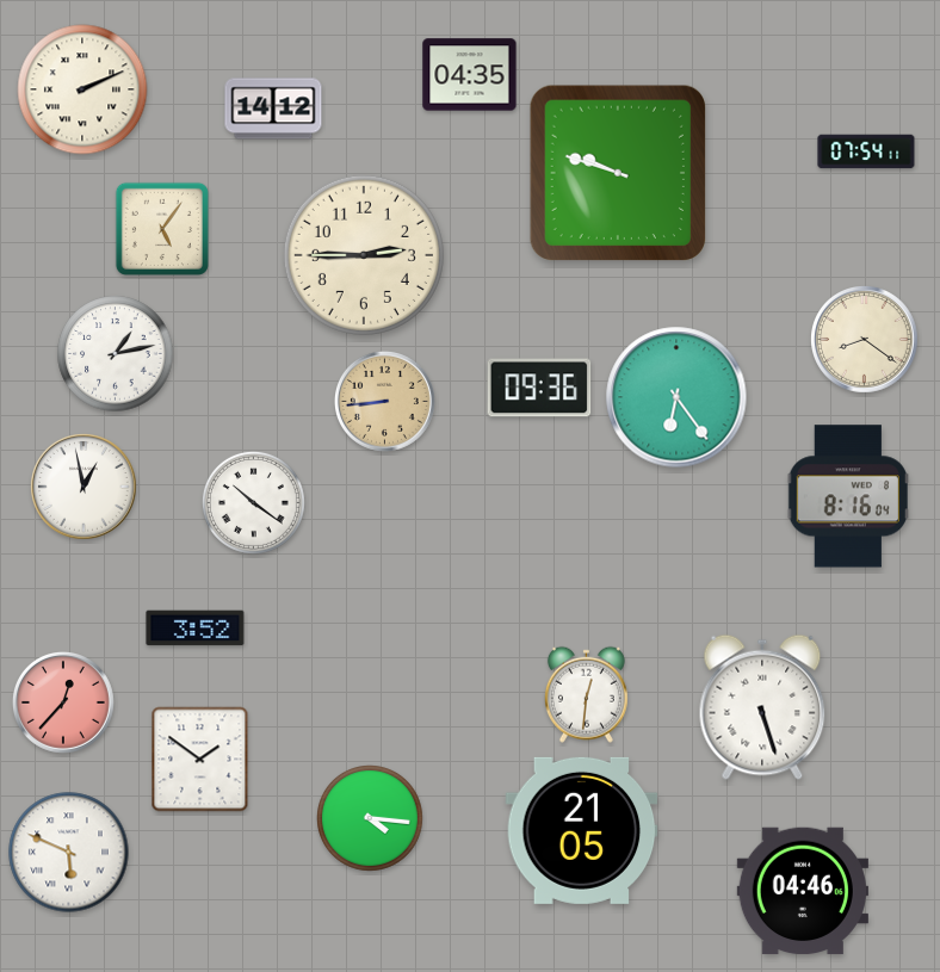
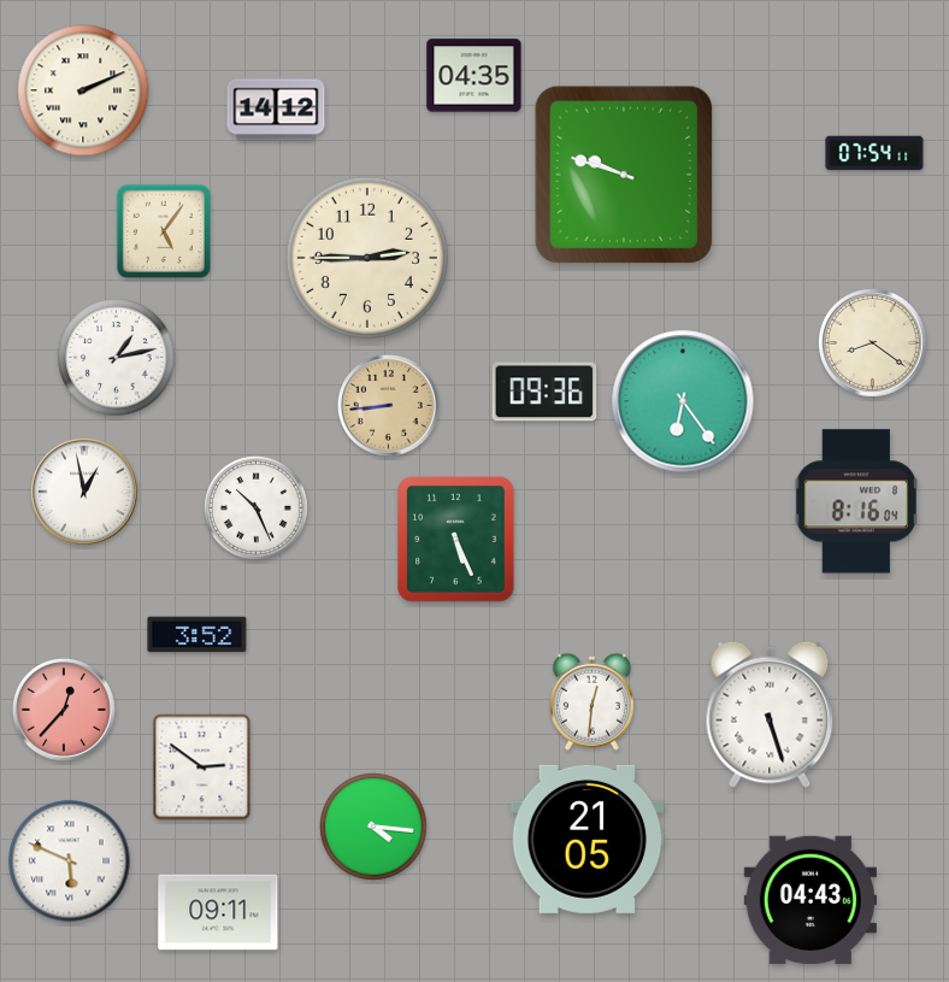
clock at (253, 502): 10:21 -> 10:26
clock at (456, 540): none -> 5:26
clock at (200, 760): 1:51 -> 2:51
clock at (803, 891): 04:46 -> 04:43
clock at (218, 912): none -> 09:11
